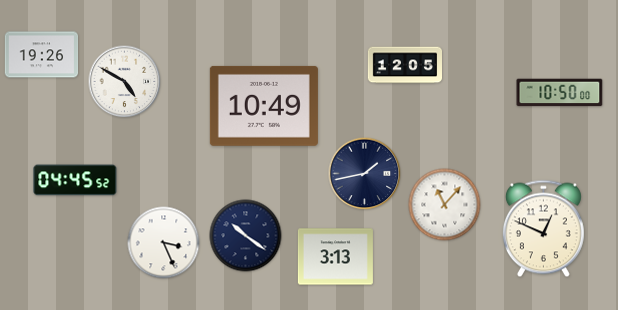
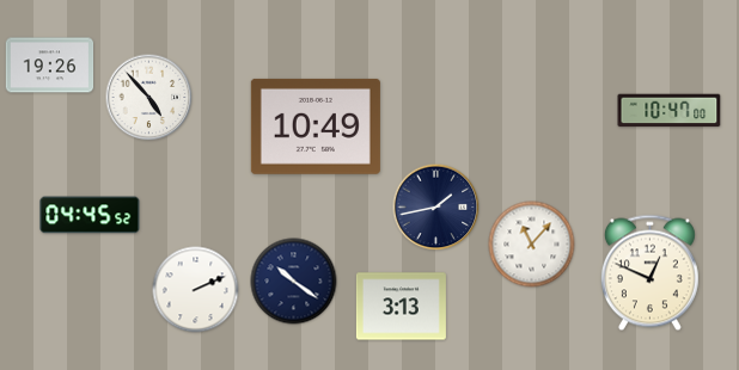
clock at (404, 65): 12:05 -> none
clock at (125, 82): 4:50 -> 4:53
clock at (560, 93): 10:50 -> 10:47
clock at (164, 243): 3:26 -> 2:11
